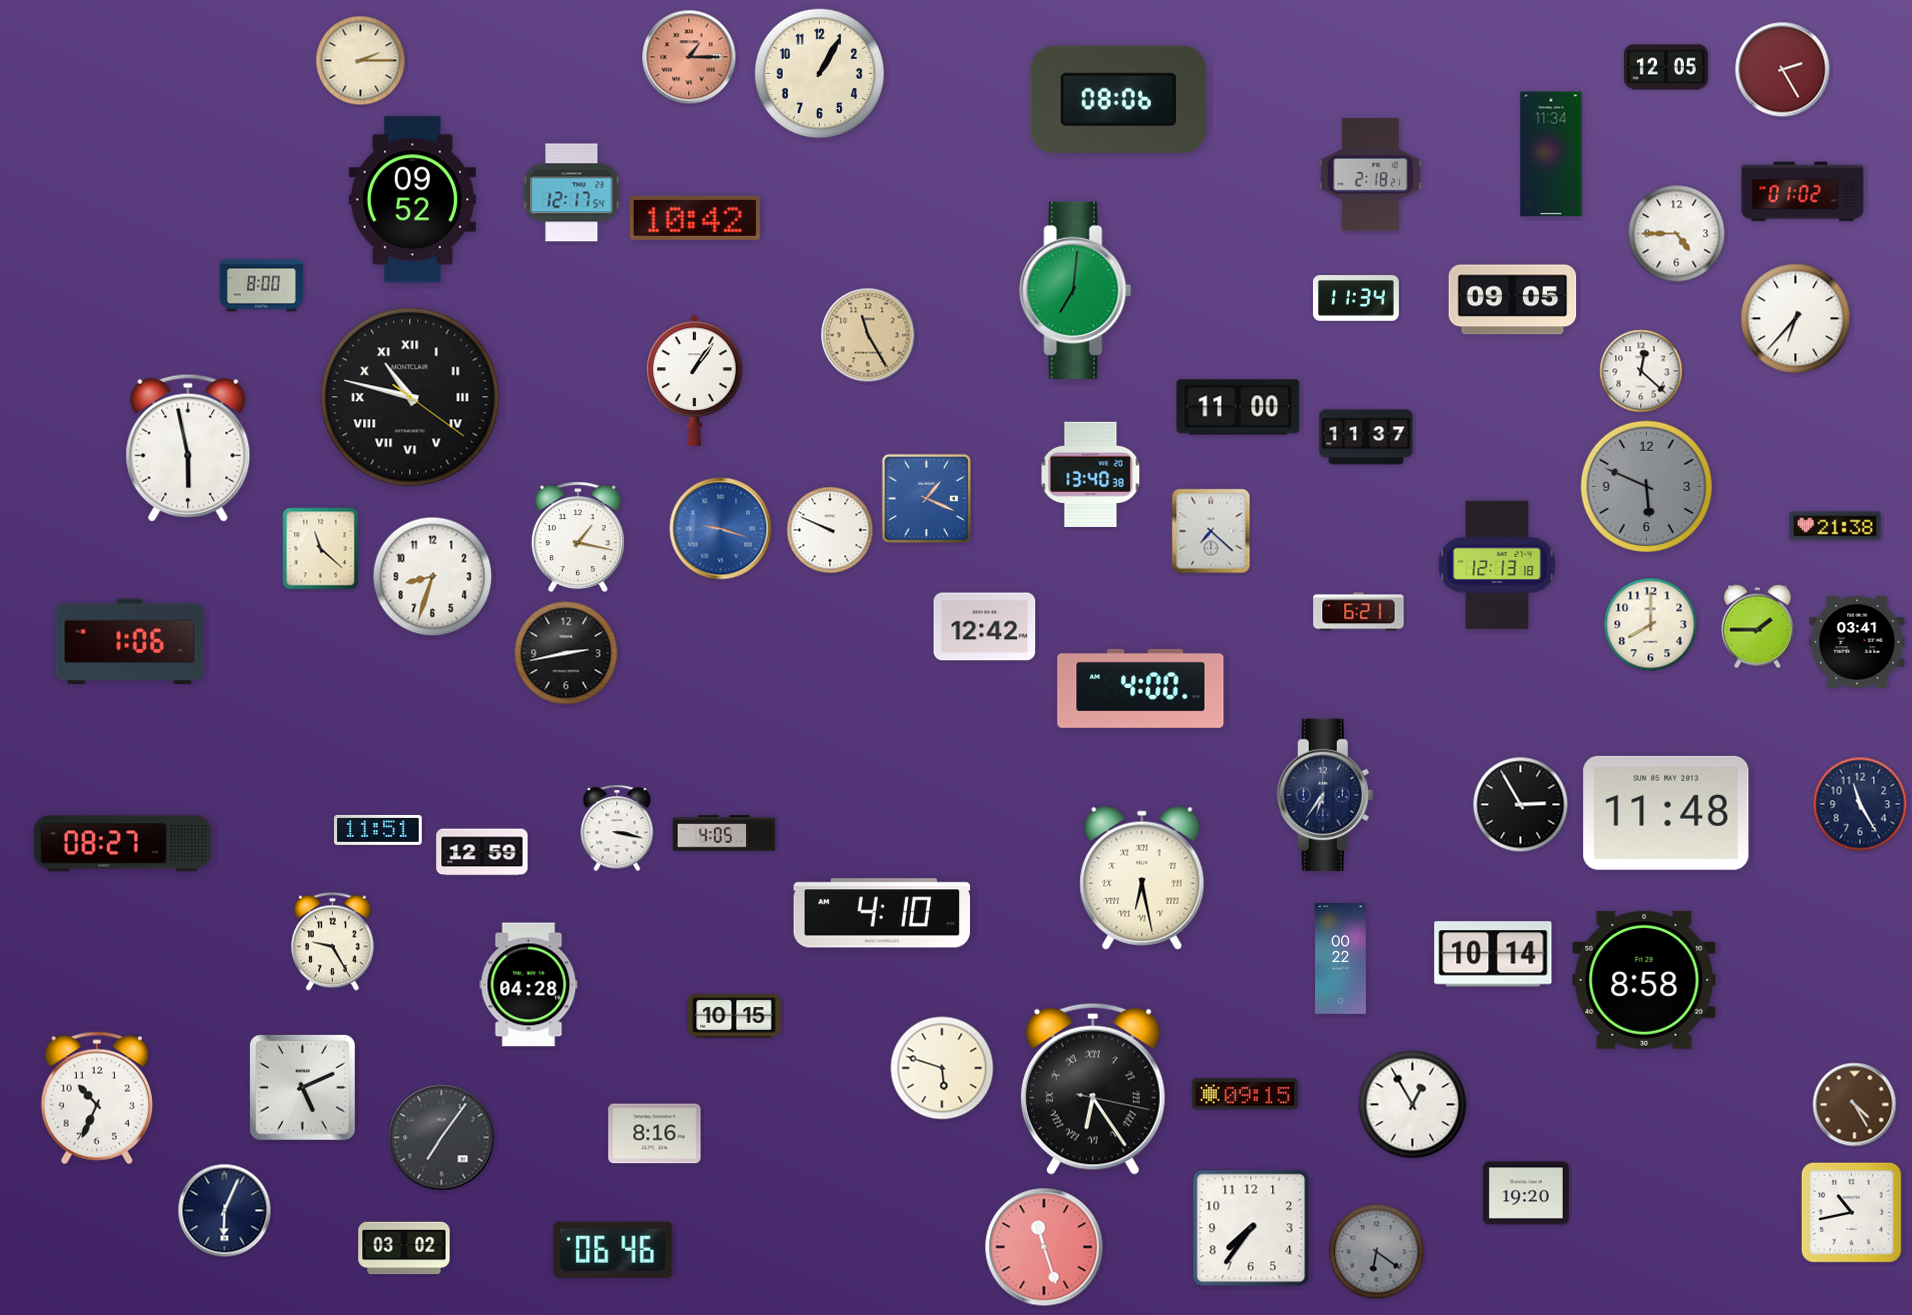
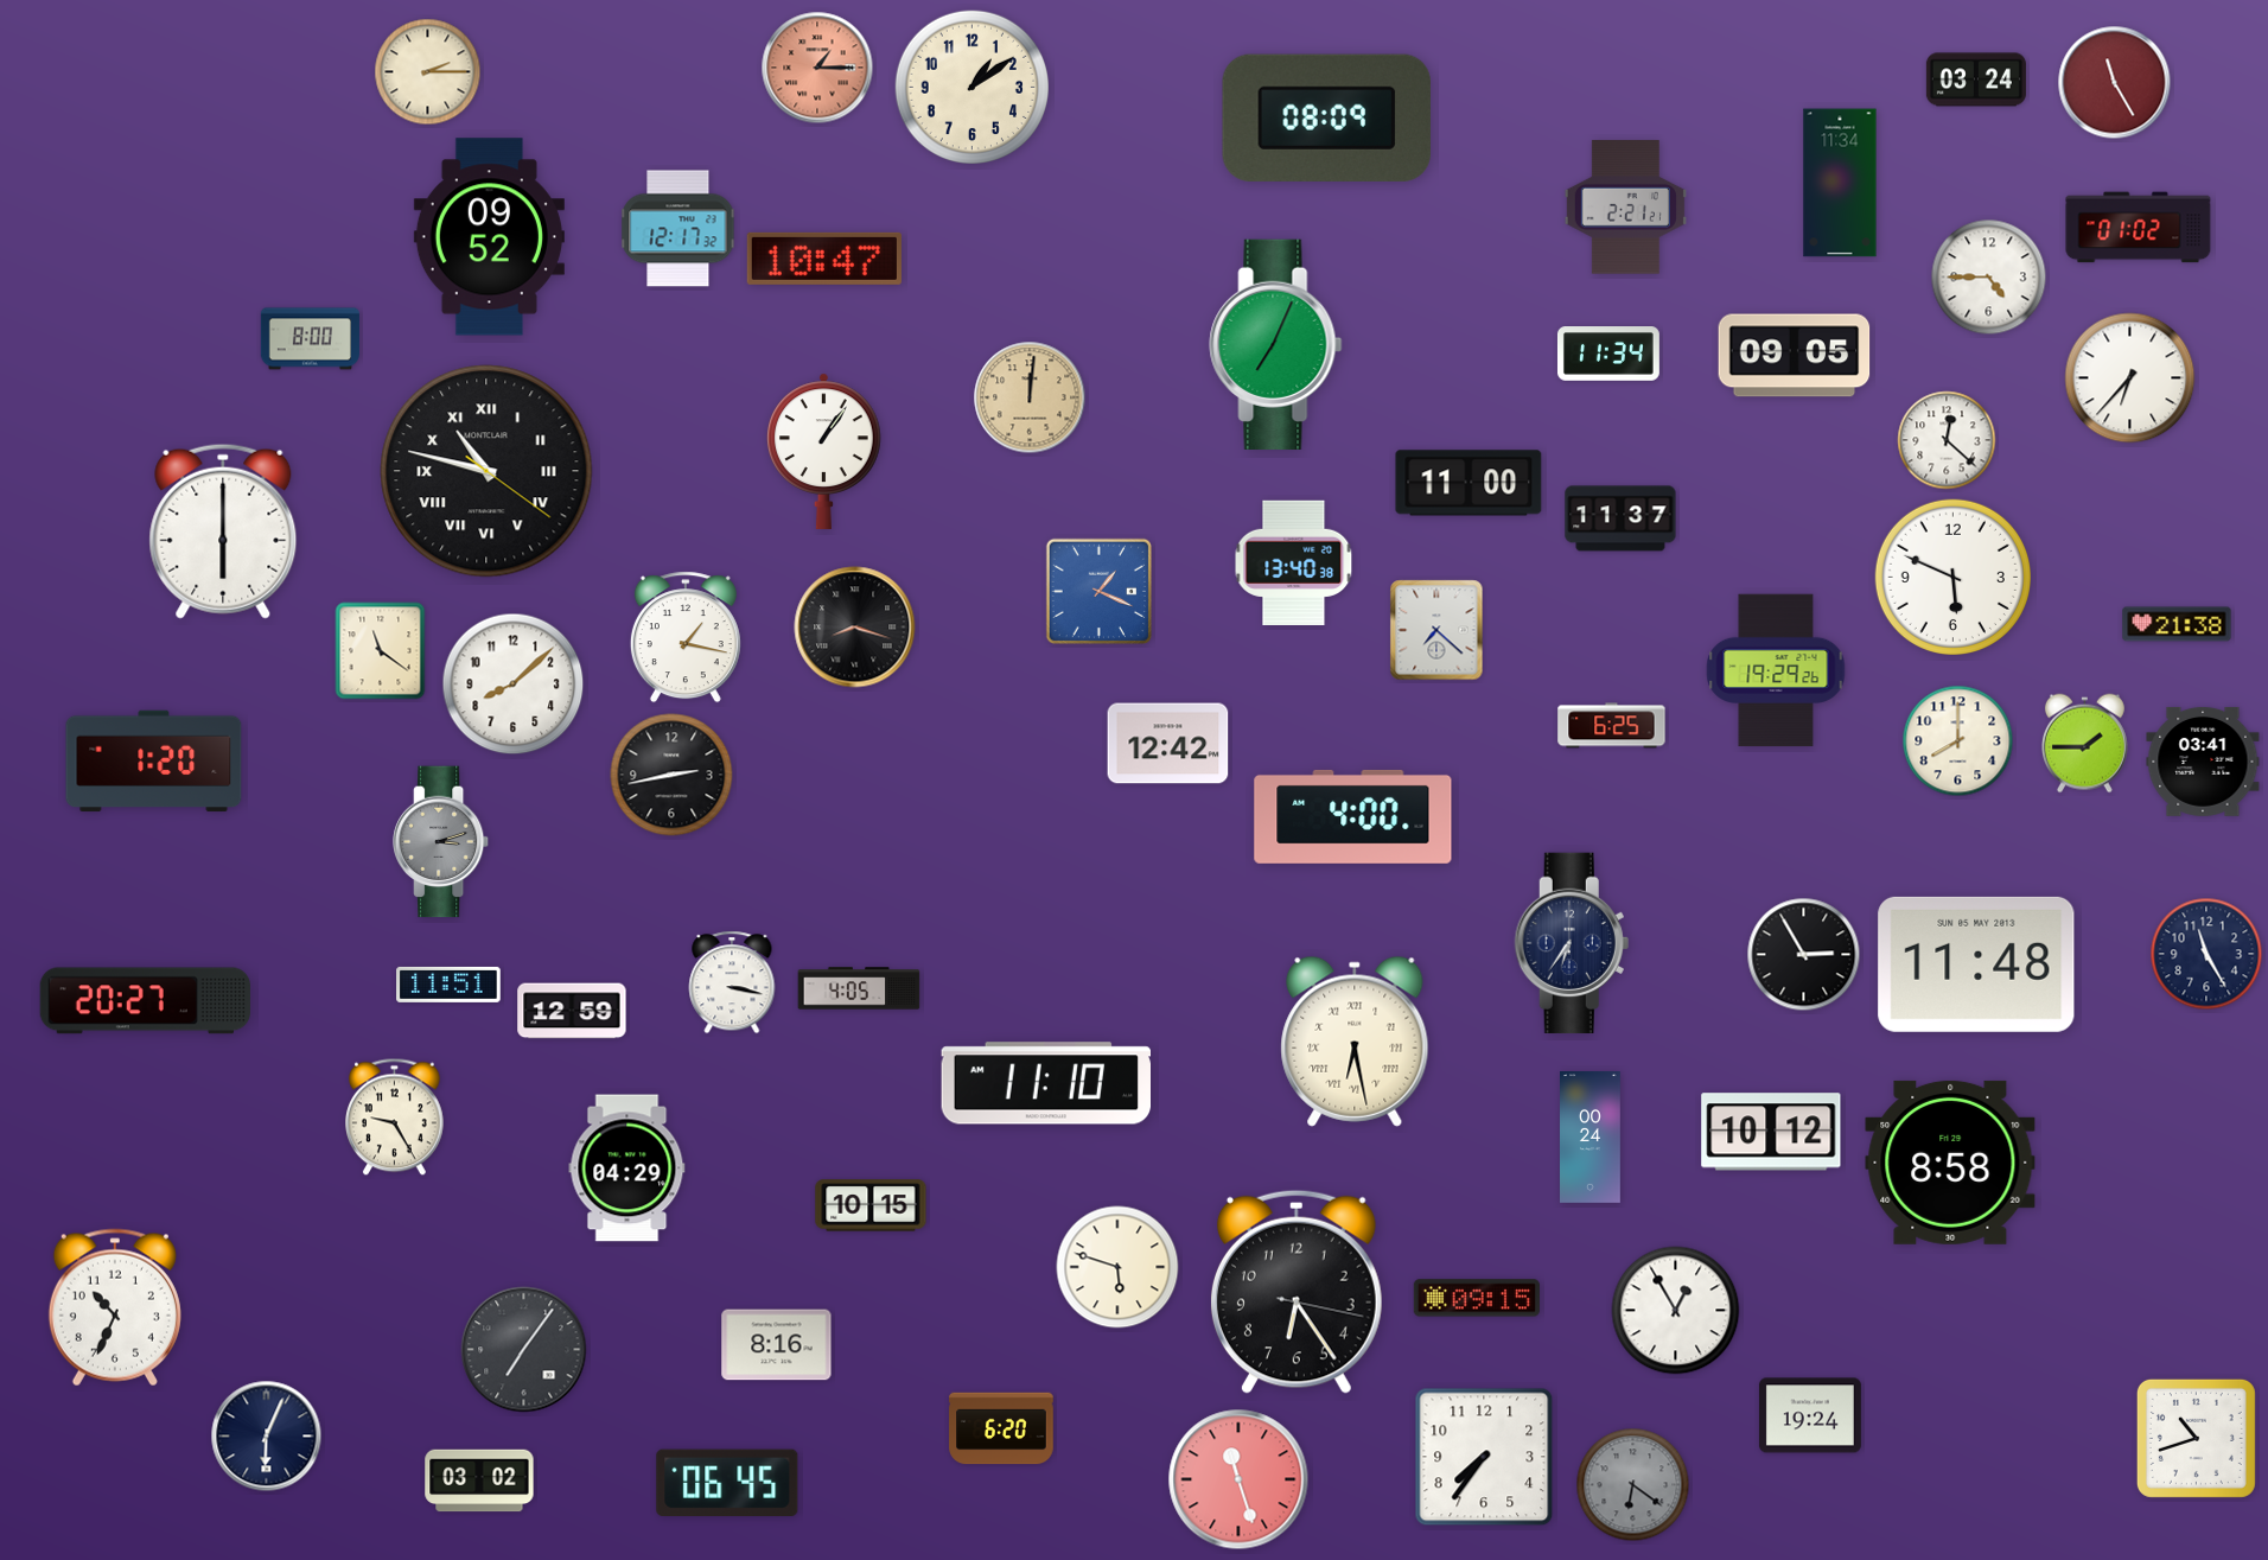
clock at (1666, 67): 12:05 -> 03:24
clock at (1783, 70): 2:25 -> 11:25
clock at (820, 74): 1:05 -> 1:09
clock at (1118, 99): 08:06 -> 08:09
clock at (1370, 175): 2:18 -> 2:21
clock at (572, 193): 12:17:54 -> 12:17:32
clock at (695, 218): 10:42 -> 10:47
clock at (1076, 290): 7:01 -> 7:04
clock at (868, 335): 11:25 -> 12:01
clock at (188, 448): 5:58 -> 6:00
clock at (1646, 486) dial: grey -> white
clock at (721, 529): 9:18 -> 8:18
clock at (721, 529) dial: blue -> black
clock at (830, 530): 9:49 -> none
clock at (321, 549): 11:22 -> 11:21
clock at (1497, 565): 12:13 -> 19:29
clock at (433, 577): 8:33 -> 8:08
clock at (1359, 612): 6:21 -> 6:25
clock at (130, 642): 1:06 -> 1:20
clock at (442, 842): none -> 3:12
clock at (122, 844): 08:27 -> 20:27
clock at (881, 913): 4:10 -> 11:10
clock at (1493, 954): 10:14 -> 10:12
clock at (1341, 959): 00:22 -> 00:24
clock at (529, 985): 04:28 -> 04:29
clock at (303, 1088): 5:11 -> none
clock at (1093, 1089) numerals: Roman -> Arabic
clock at (97, 1098) position: (97, 1098) -> (115, 1307)
clock at (1855, 1105): 4:25 -> none
clock at (1526, 1193): 19:20 -> 19:24
clock at (1001, 1428): none -> 6:20
clock at (1851, 1212): 10:43 -> 10:42
clock at (613, 1250): 06:46 -> 06:45
